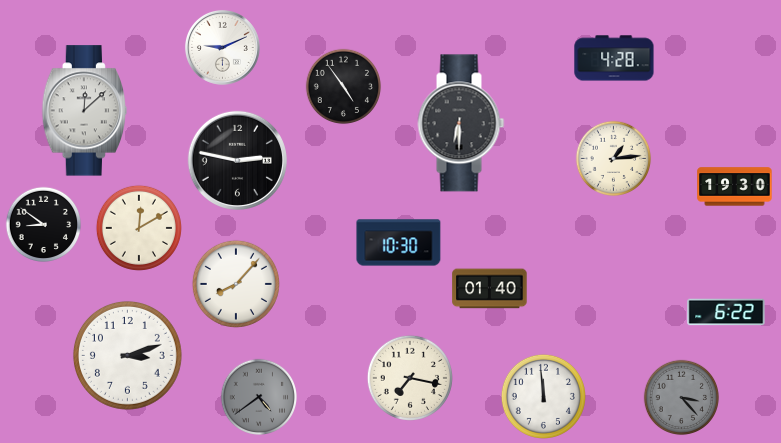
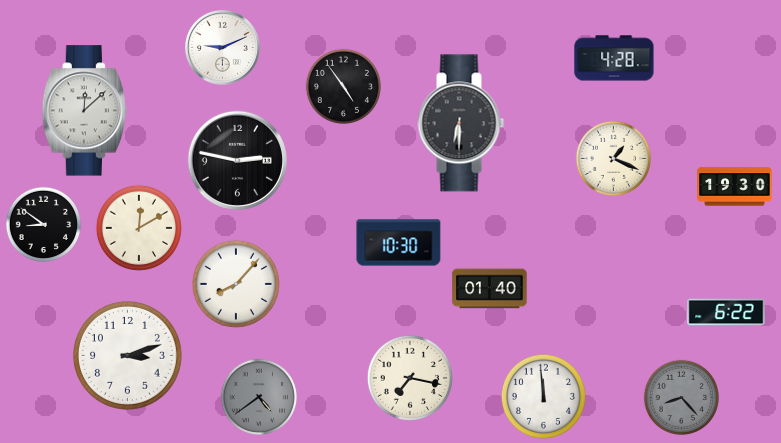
clock at (614, 159): 1:14 -> 1:19
clock at (682, 398): 3:23 -> 8:23
